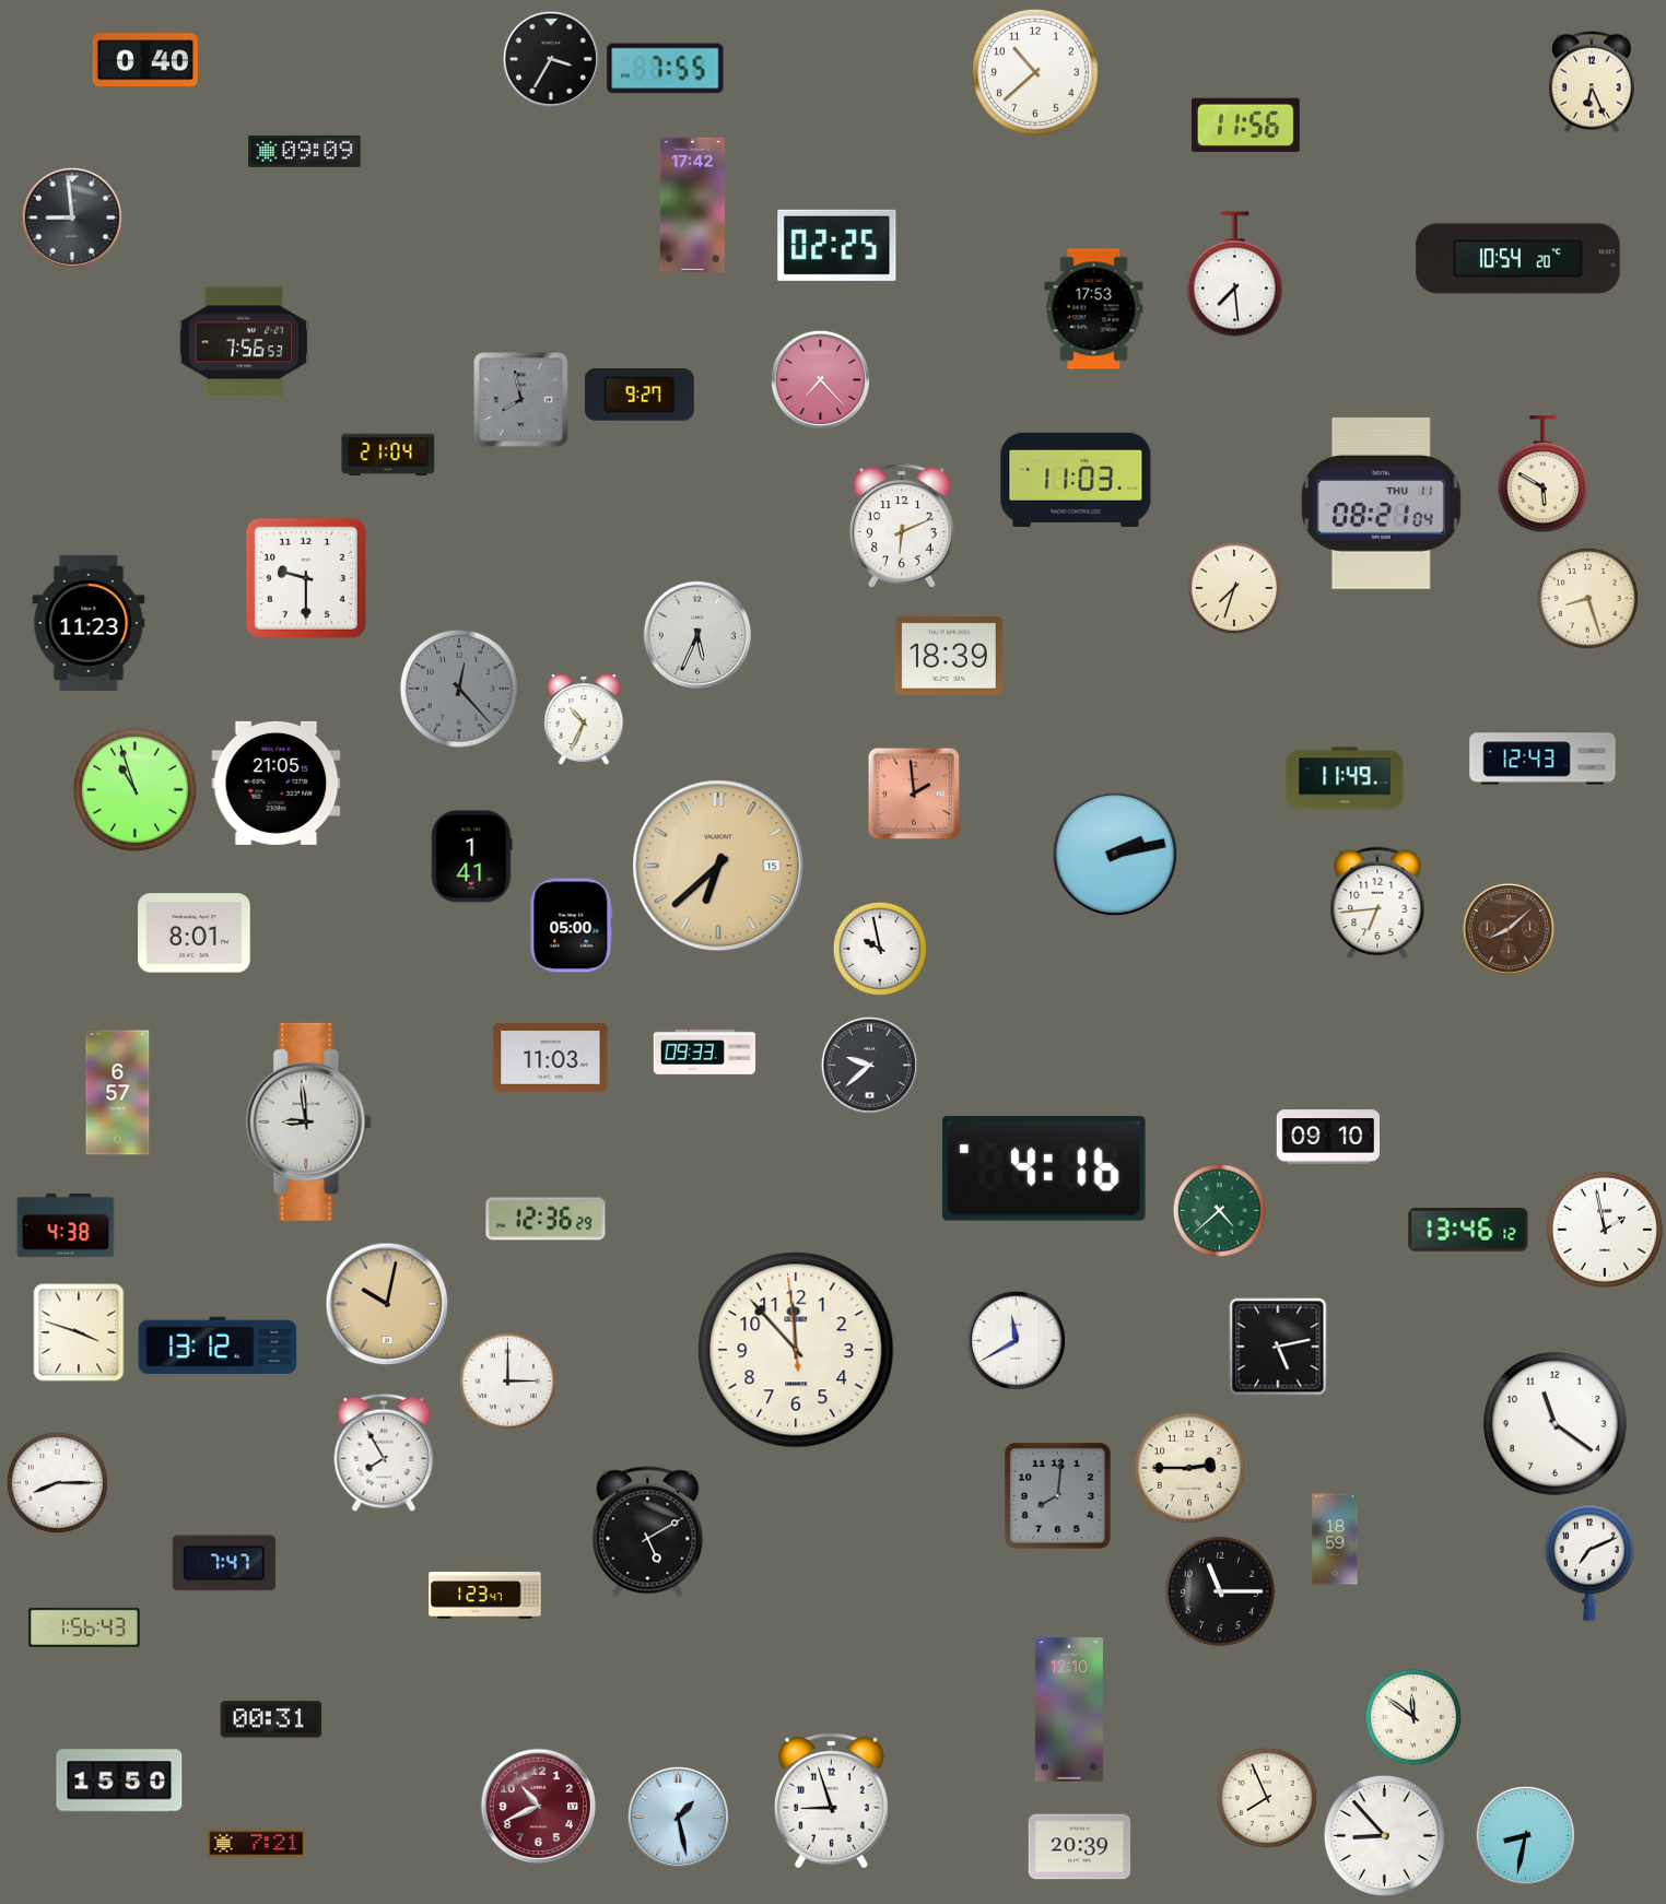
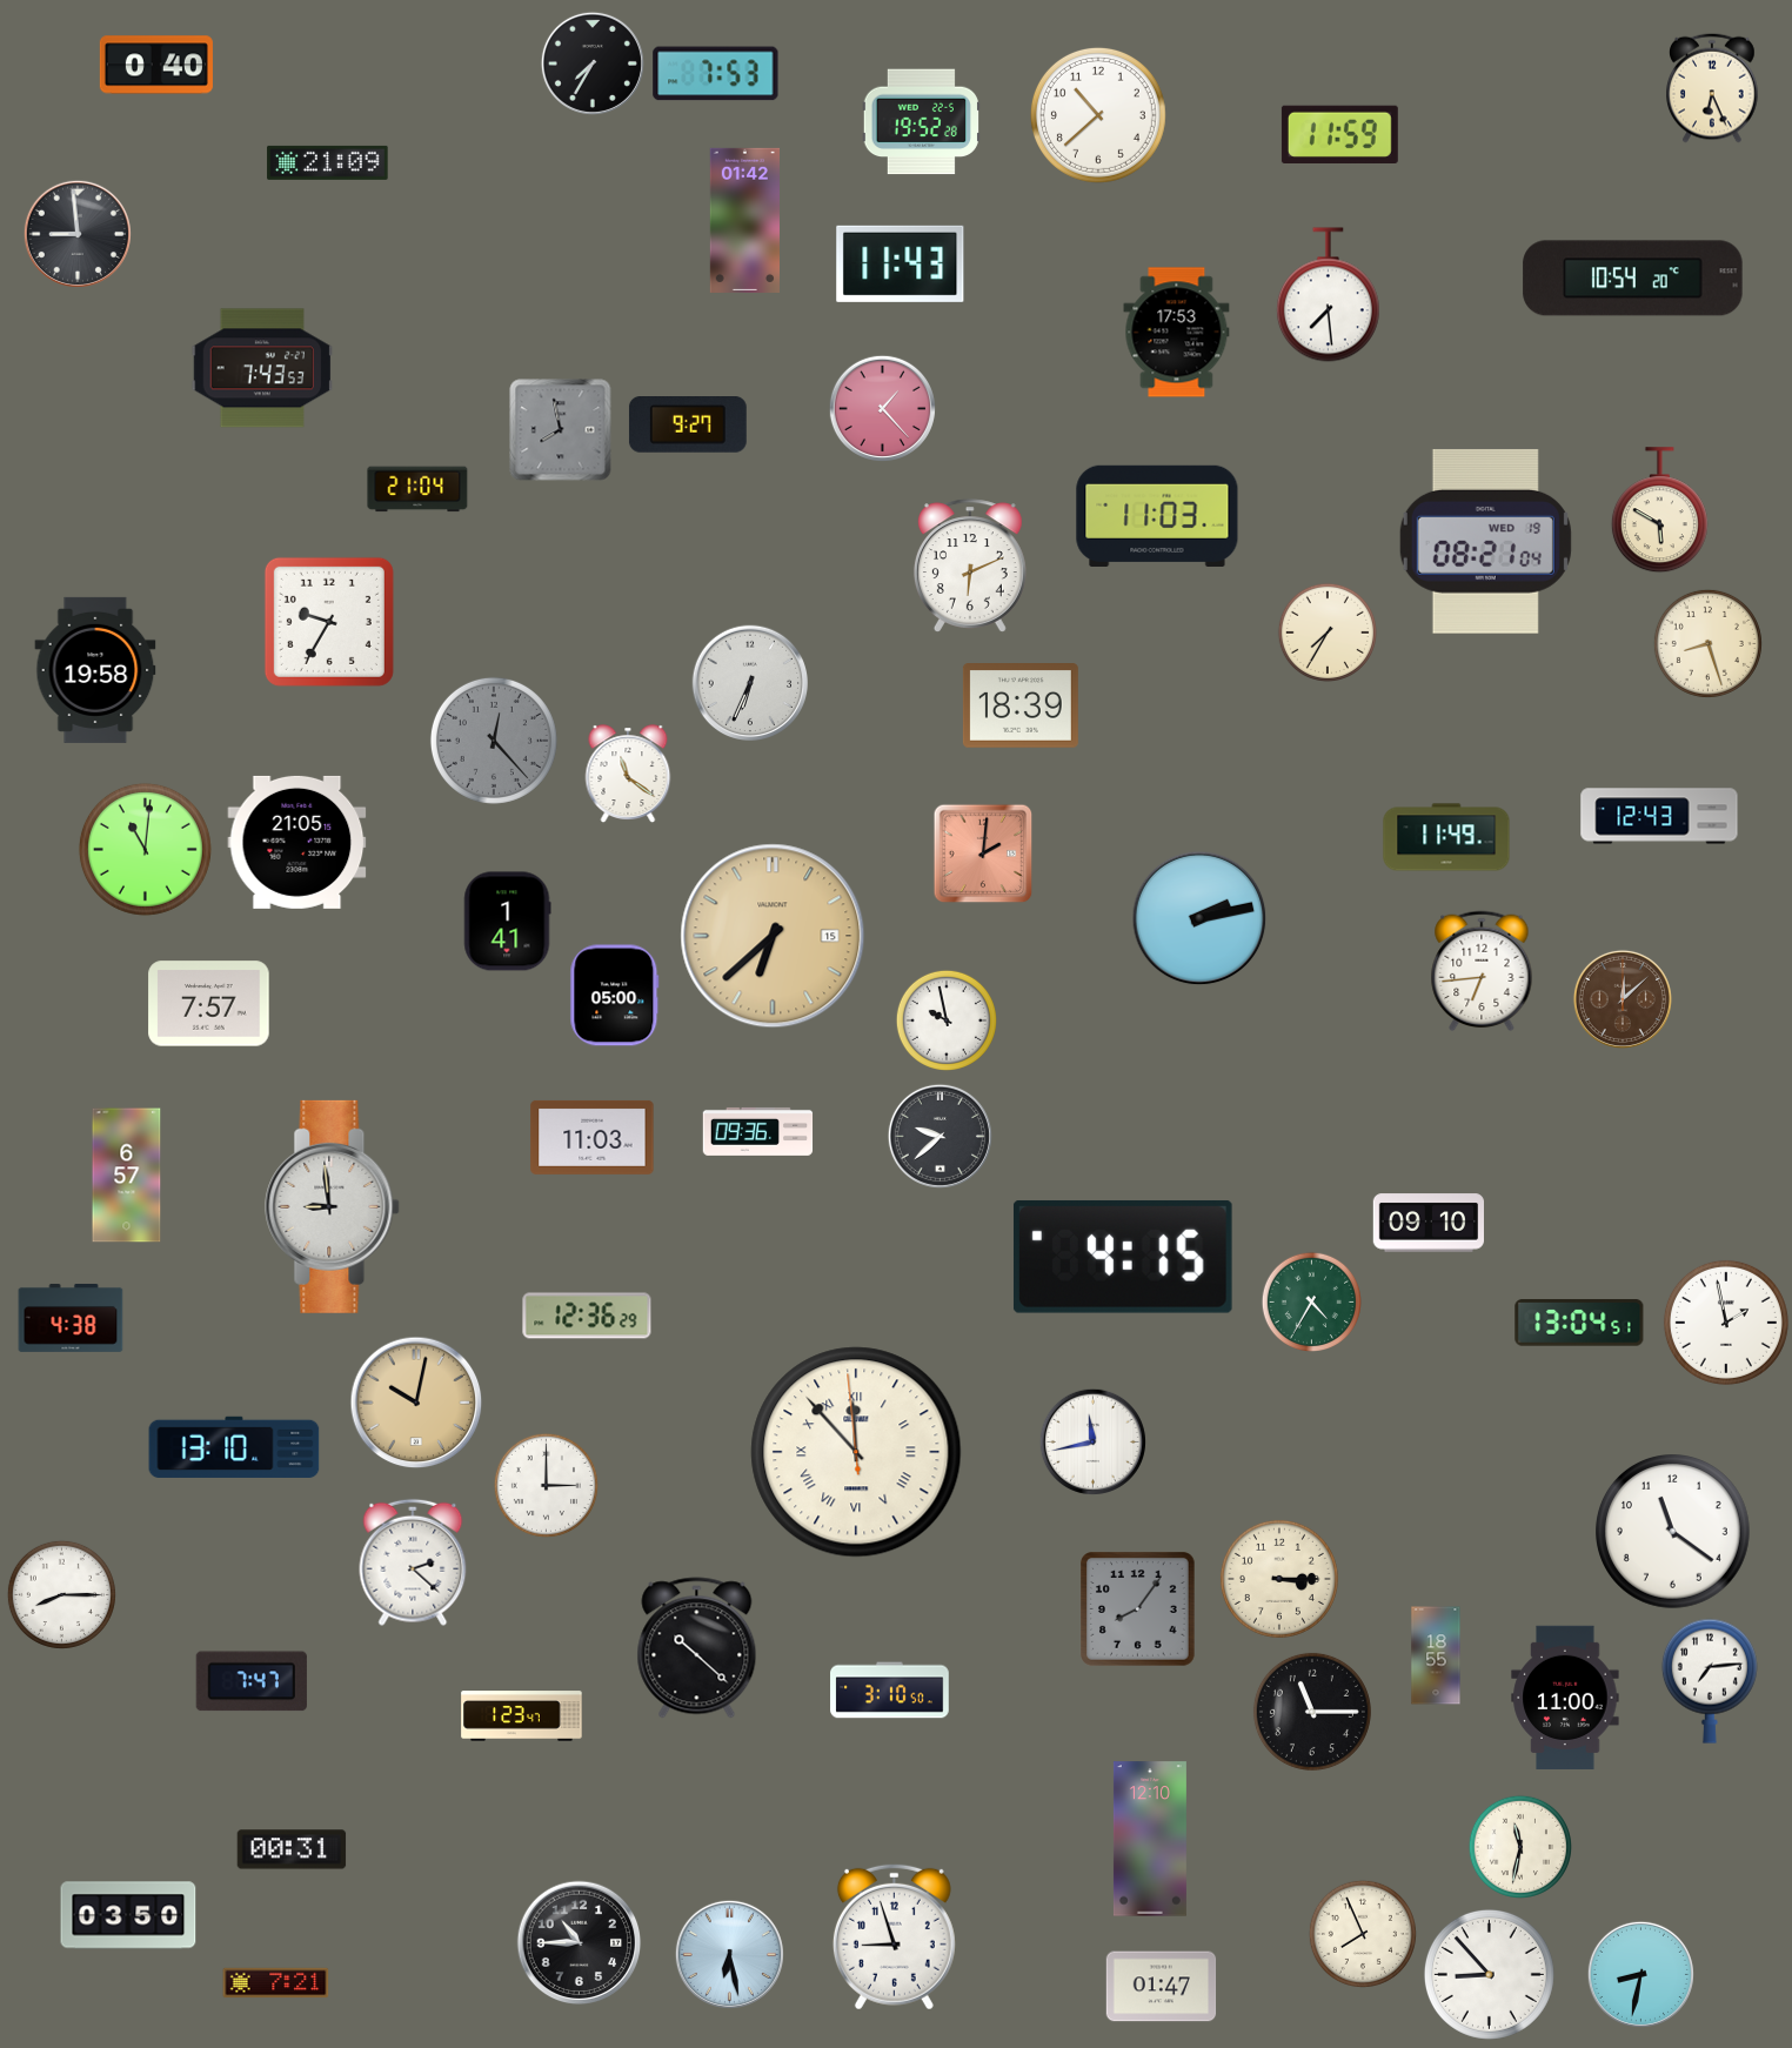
clock at (551, 59): 3:35 -> 7:35
clock at (666, 69): 7:55 -> 7:53
clock at (1035, 72) position: (1035, 72) -> (1098, 115)
clock at (921, 122): none -> 19:52
clock at (1245, 125): 11:56 -> 11:59
clock at (305, 151): 09:09 -> 21:09
clock at (692, 204): 17:42 -> 01:42
clock at (837, 245): 02:25 -> 11:43
clock at (244, 342): 7:56 -> 7:43
clock at (820, 379): 7:23 -> 1:23
clock at (1381, 503) date: THU 11 -> WED 19
clock at (306, 578): 9:30 -> 9:35
clock at (1233, 587): 7:33 -> 7:35
clock at (89, 623): 11:23 -> 19:58
clock at (696, 634): 5:34 -> 6:34
clock at (584, 719): 10:34 -> 11:21
clock at (134, 789): 10:57 -> 11:01
clock at (914, 794): 1:59 -> 2:01
clock at (718, 866) position: (718, 866) -> (773, 936)
clock at (1509, 929): 8:08 -> 12:08
clock at (195, 933): 8:01 -> 7:57
clock at (705, 1051): 09:33 -> 09:36
clock at (869, 1065) position: (869, 1065) -> (940, 1136)
clock at (1044, 1168): 4:16 -> 4:15
clock at (1219, 1210): 4:38 -> 4:35
clock at (545, 1219) position: (545, 1219) -> (587, 1316)
clock at (1468, 1230): 13:46 -> 13:04
clock at (79, 1332): 3:48 -> none
clock at (1016, 1340): 11:40 -> 11:43
clock at (218, 1345): 13:12 -> 13:10
clock at (1278, 1347): 5:13 -> none
clock at (796, 1350) numerals: Arabic -> Roman
clock at (384, 1453): 7:55 -> 2:22
clock at (1189, 1468): 2:45 -> 3:15
clock at (1058, 1496): 8:01 -> 8:06
clock at (648, 1532): 5:10 -> 10:22
clock at (1335, 1539): 18:59 -> 18:55
clock at (224, 1563) position: (224, 1563) -> (252, 1681)
clock at (1589, 1563): 7:11 -> 7:14
clock at (890, 1691): none -> 3:10
clock at (1565, 1698): none -> 11:00
clock at (84, 1627): 1:56 -> none
clock at (1413, 1717): 11:51 -> 11:32
clock at (119, 1780): 15:50 -> 03:50
clock at (539, 1807): 10:41 -> 10:45
clock at (539, 1807) dial: burgundy -> black
clock at (678, 1817): 1:28 -> 6:28
clock at (1080, 1847): 20:39 -> 01:47
